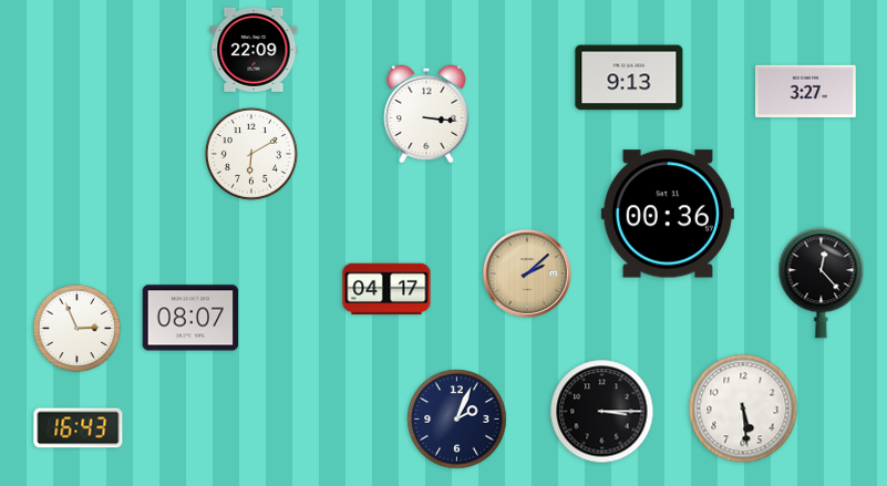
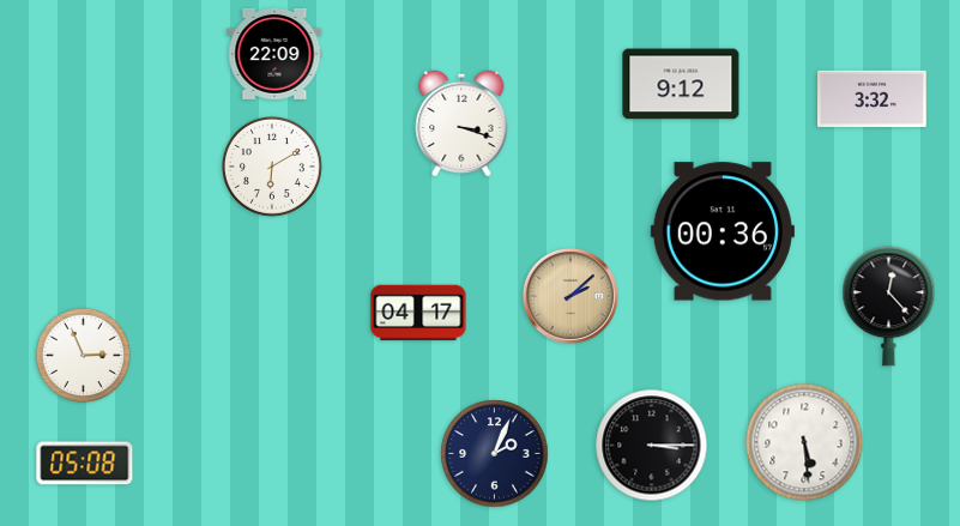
clock at (629, 77): 9:13 -> 9:12
clock at (806, 91): 3:27 -> 3:32
clock at (426, 114): 3:16 -> 3:18
clock at (190, 318): 08:07 -> none
clock at (79, 428): 16:43 -> 05:08
